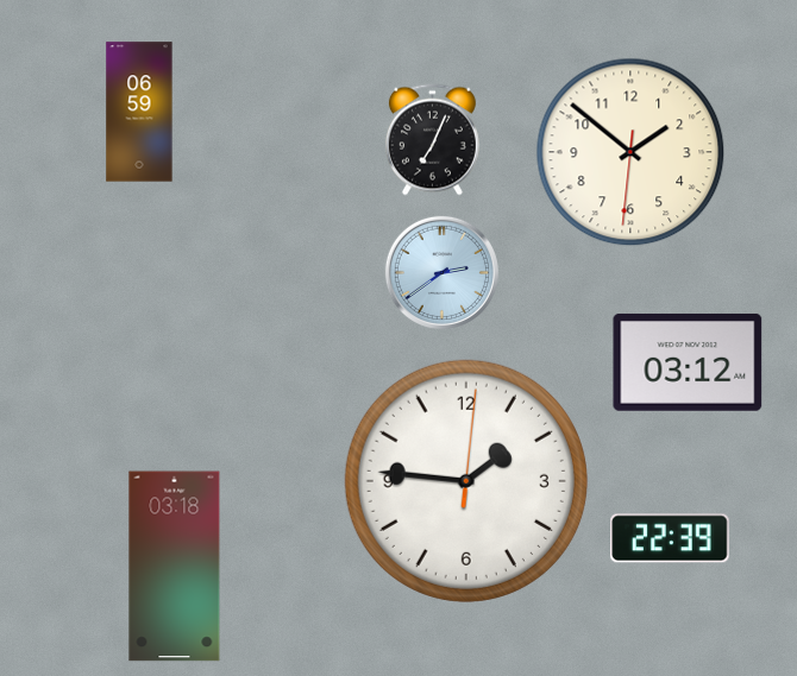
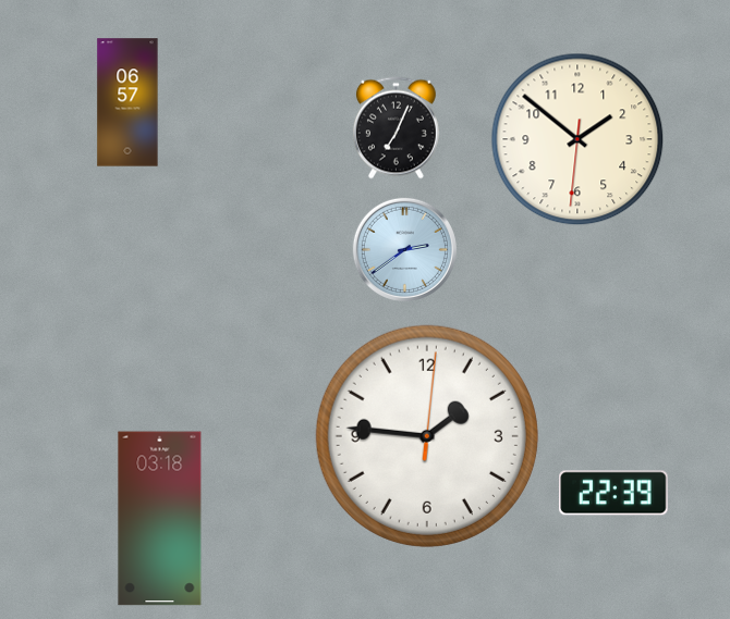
clock at (139, 112): 06:59 -> 06:57
clock at (688, 362): 03:12 -> none
clock at (466, 481) position: (466, 481) -> (427, 436)
